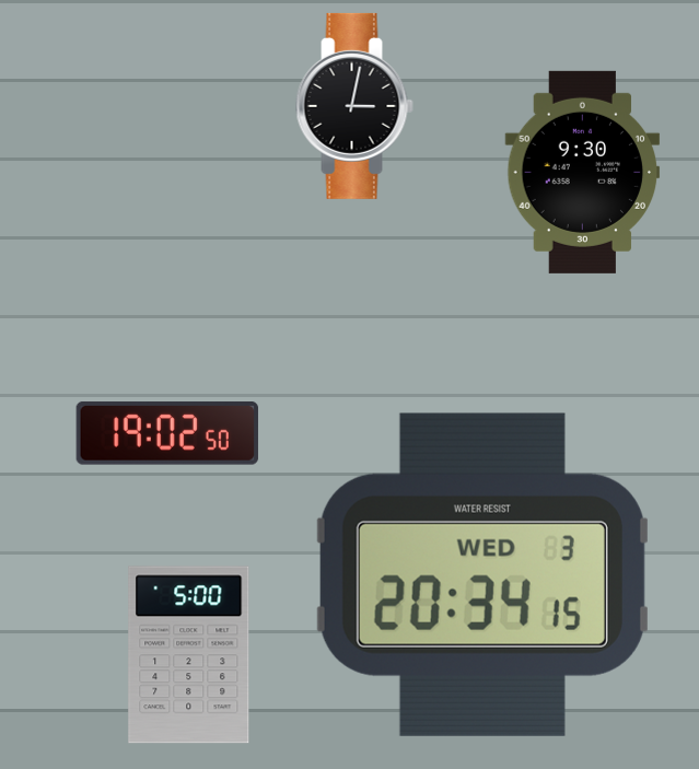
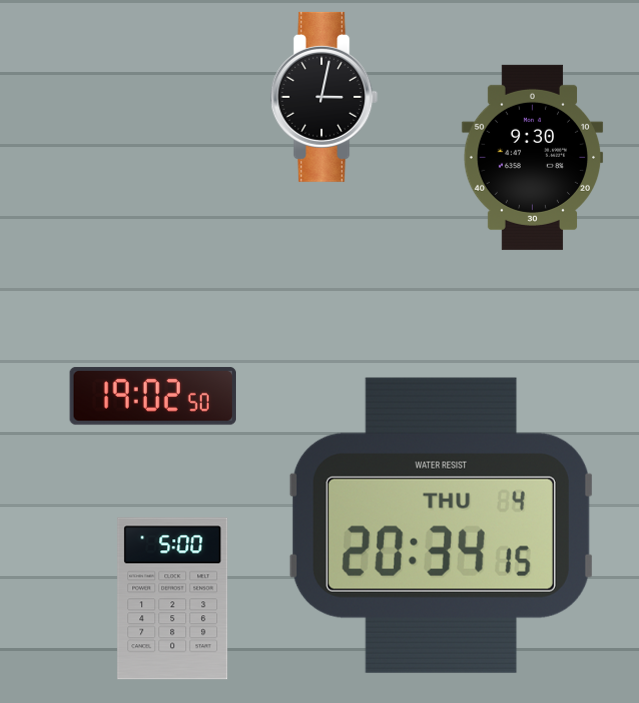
clock at (482, 574) date: WED 3 -> THU 4
